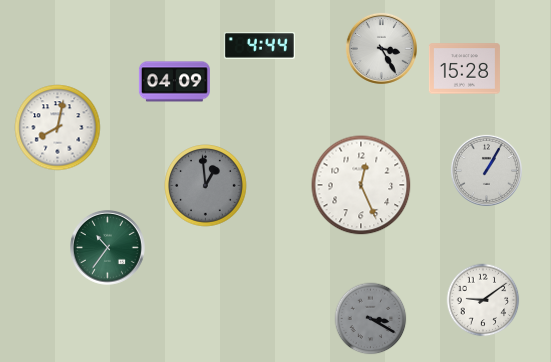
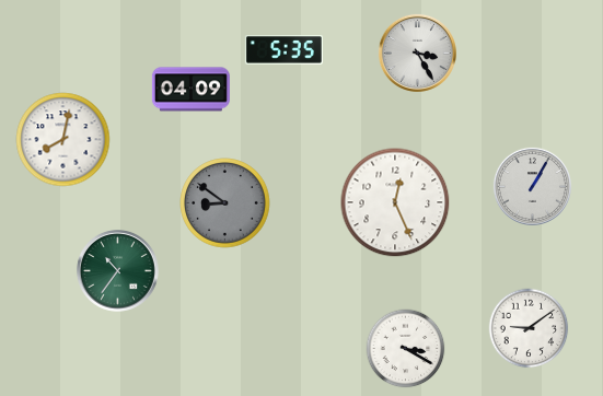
clock at (259, 46): 4:44 -> 5:35
clock at (464, 69): 15:28 -> none
clock at (206, 186): 12:59 -> 8:51
clock at (371, 319) dial: grey -> white
